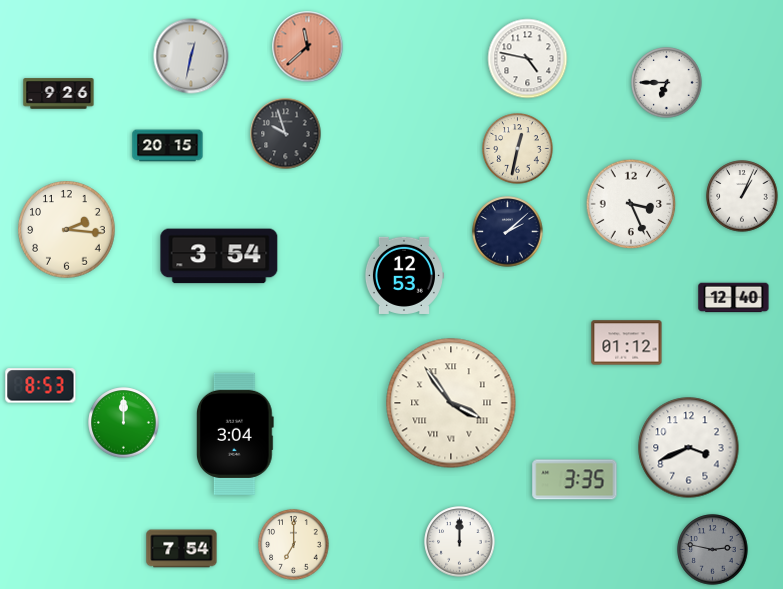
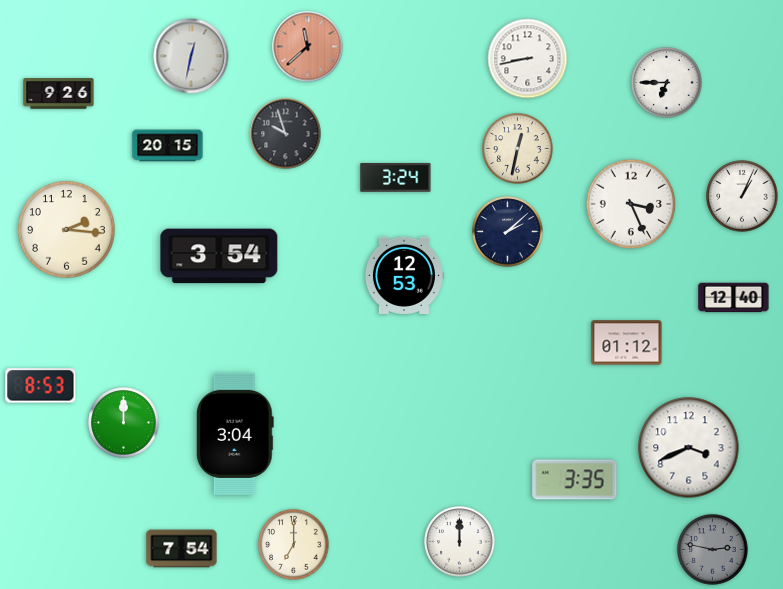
clock at (528, 59): 4:47 -> 8:43
clock at (396, 178): none -> 3:24
clock at (451, 403): 3:54 -> none
